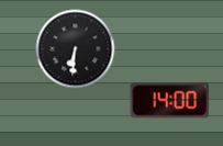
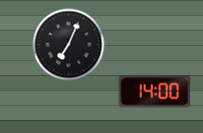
clock at (76, 49): 6:31 -> 7:04
